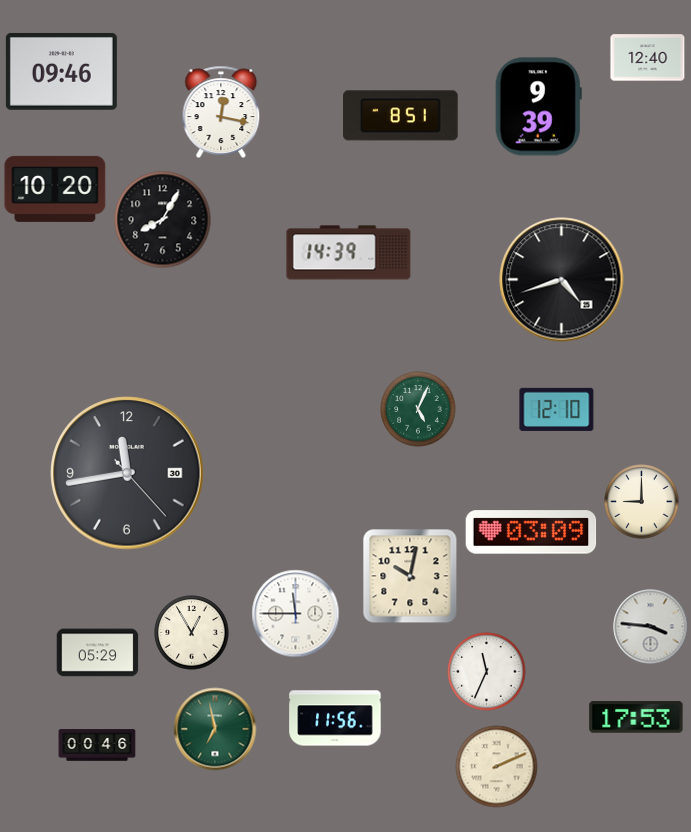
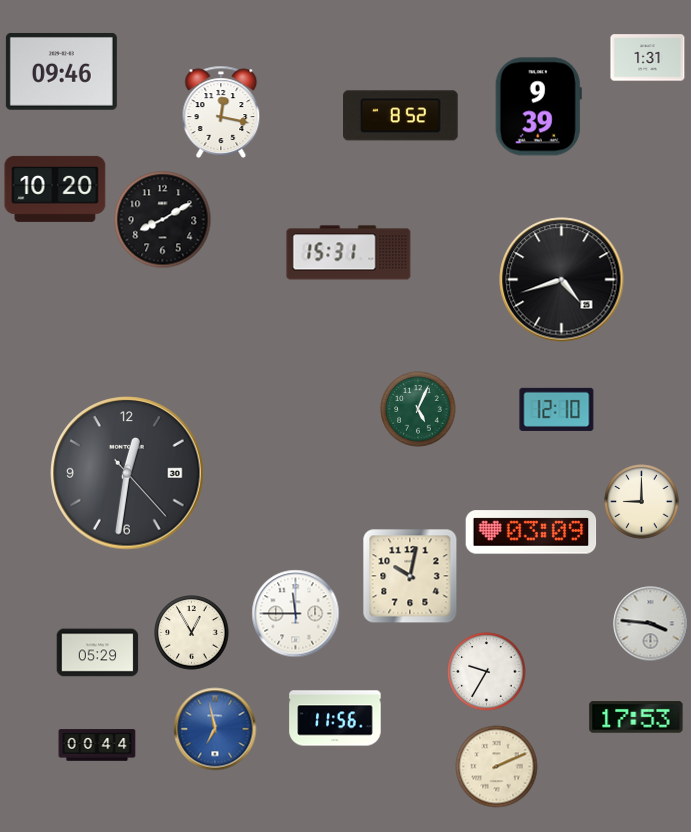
clock at (648, 58): 12:40 -> 1:31
clock at (401, 116): 8:51 -> 8:52
clock at (163, 220): 8:05 -> 8:10
clock at (349, 253): 14:39 -> 15:31
clock at (127, 473): 11:43 -> 12:31
clock at (651, 627) position: (651, 627) -> (651, 624)
clock at (487, 672): 11:34 -> 9:35
clock at (215, 729) dial: green -> blue
clock at (97, 745): 00:46 -> 00:44
